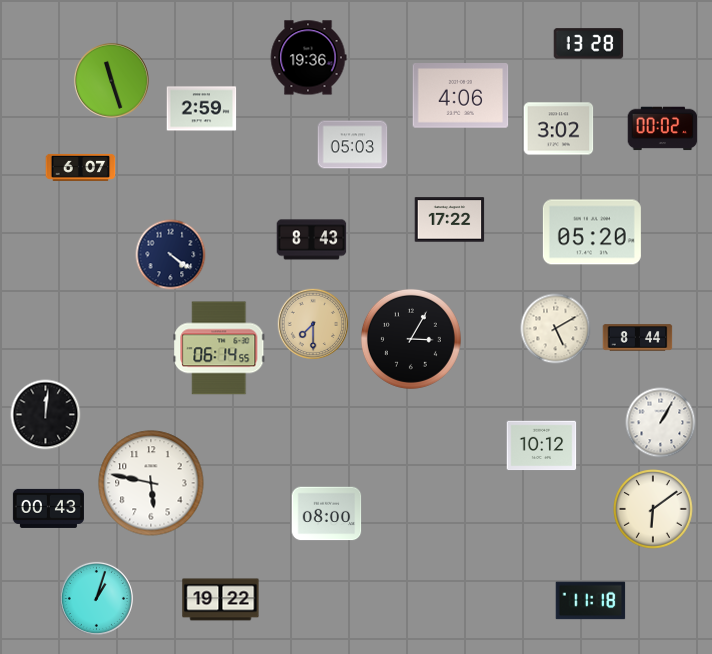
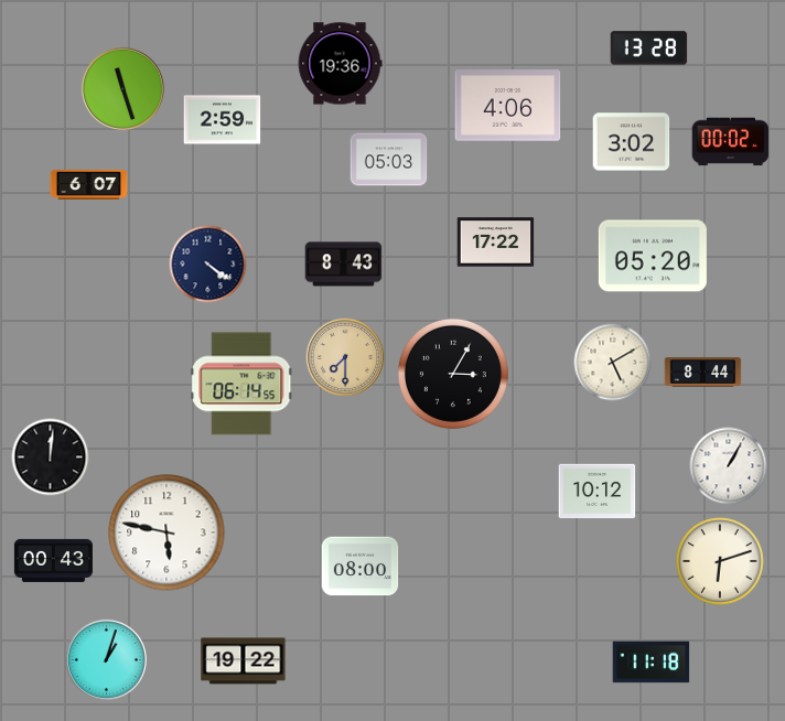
clock at (559, 129) position: (559, 129) -> (632, 142)
clock at (171, 255) position: (171, 255) -> (208, 265)
clock at (654, 510): 6:09 -> 6:12
